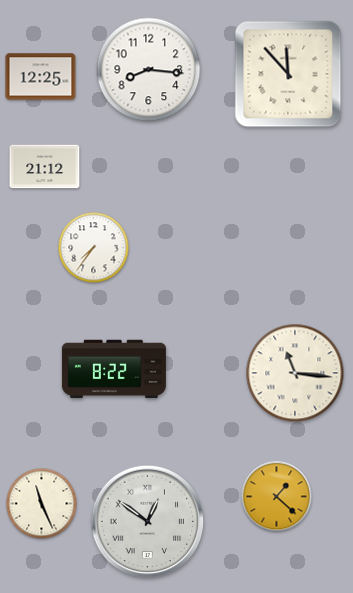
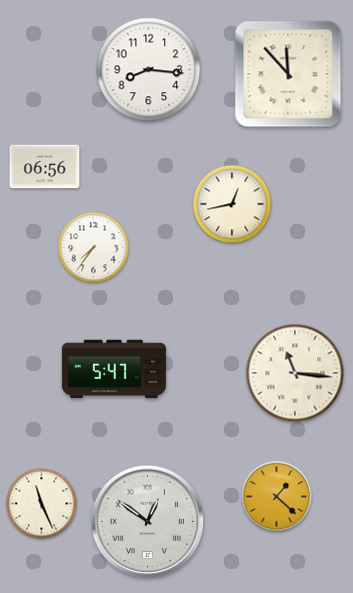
clock at (41, 77): 12:25 -> none
clock at (45, 167): 21:12 -> 06:56
clock at (232, 204): none -> 12:43
clock at (114, 369): 8:22 -> 5:47
